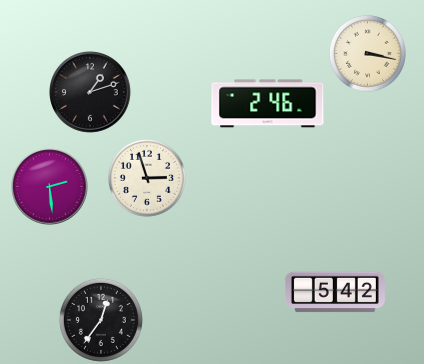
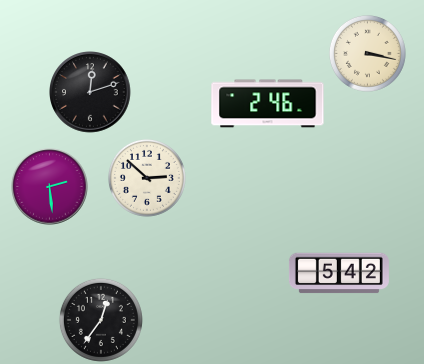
clock at (90, 92): 1:12 -> 12:12
clock at (147, 178): 2:57 -> 2:52
clock at (335, 292) position: (335, 292) -> (339, 273)
